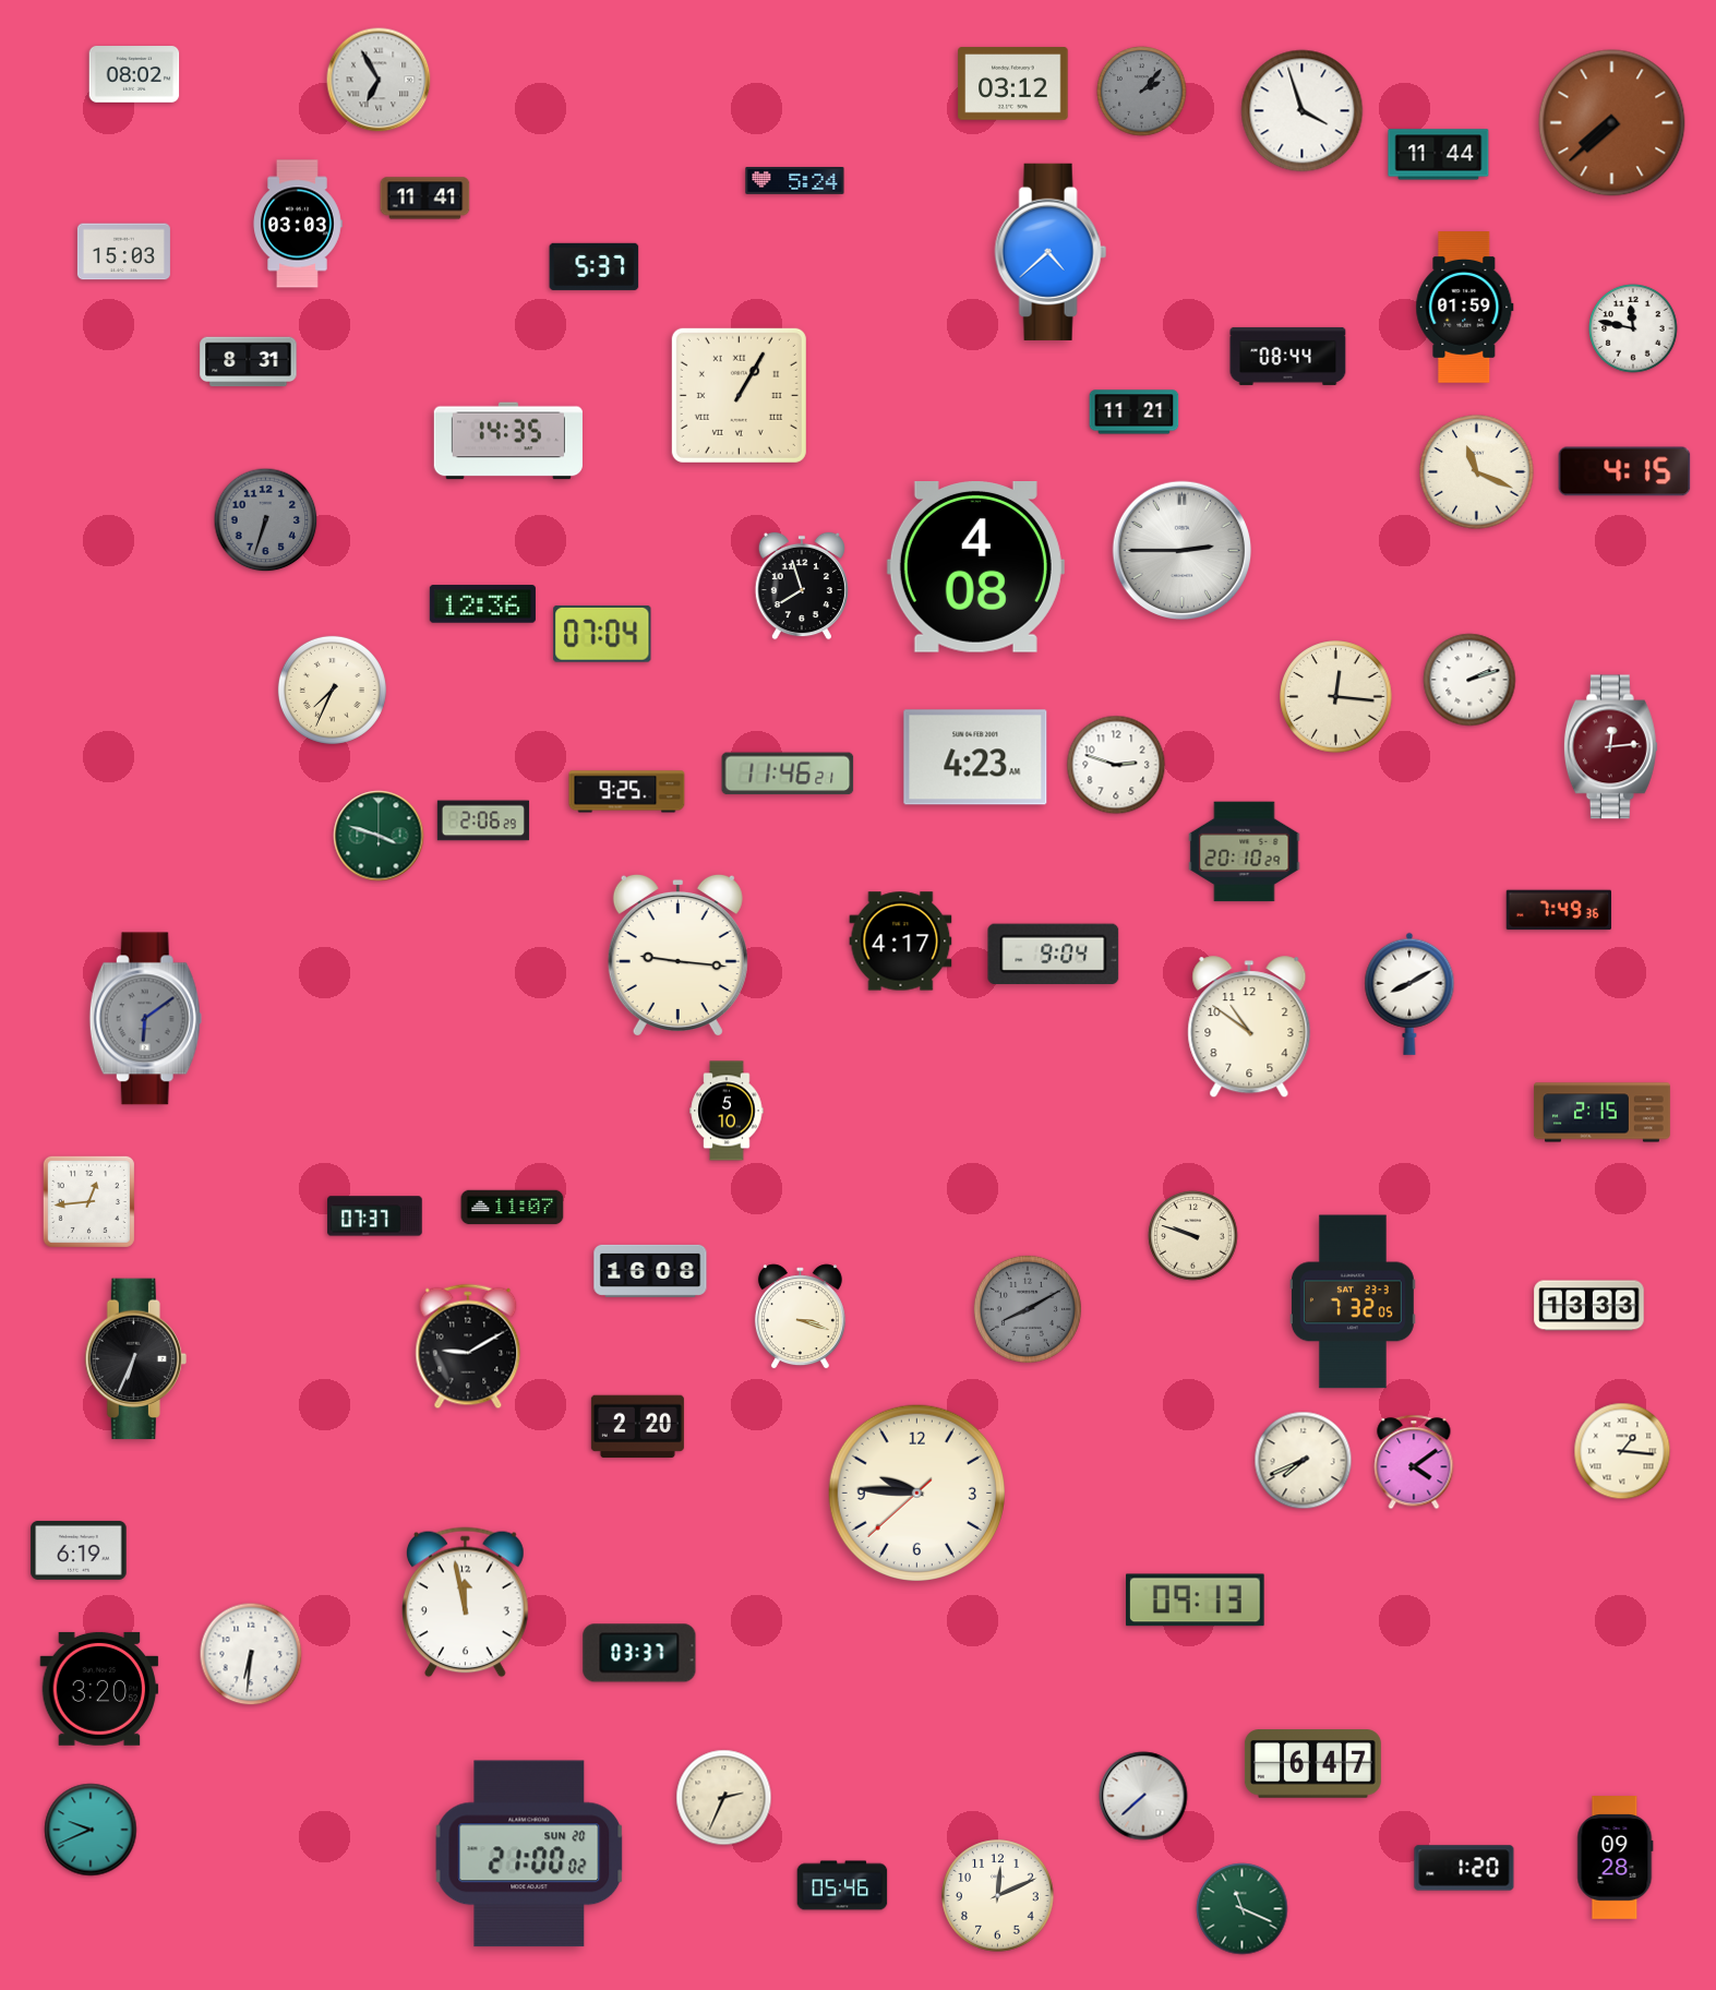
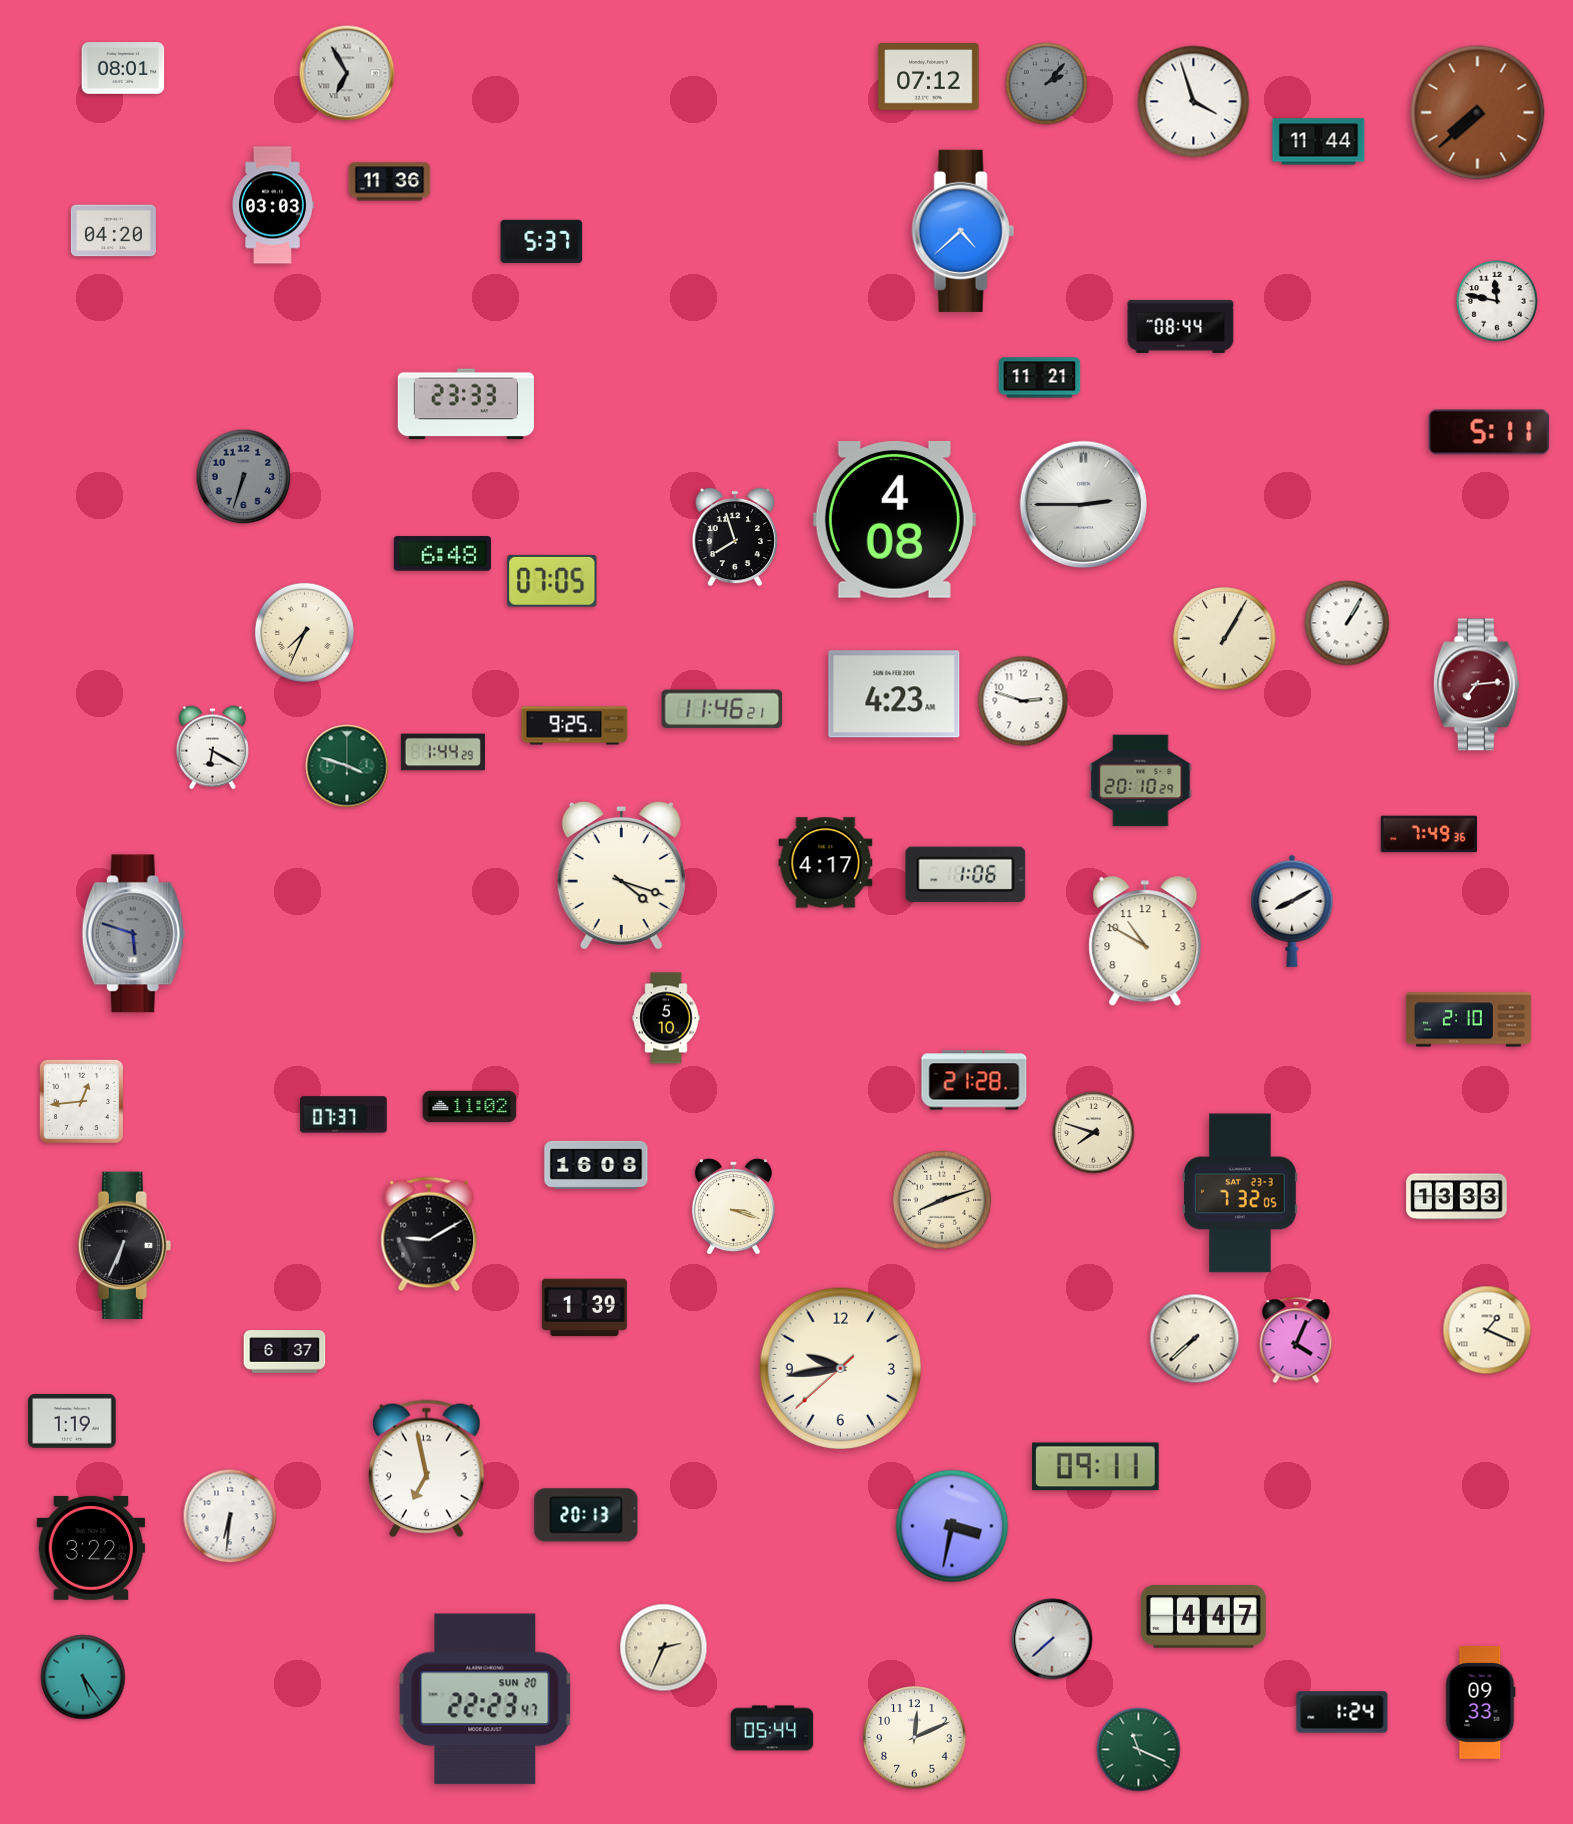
clock at (134, 75): 08:02 -> 08:01
clock at (1013, 84): 03:12 -> 07:12
clock at (795, 181): 5:24 -> none
clock at (425, 199): 11:41 -> 11:36
clock at (123, 252): 15:03 -> 04:20
clock at (595, 266) position: (595, 266) -> (542, 241)
clock at (1465, 308): 01:59 -> none
clock at (249, 362): 8:31 -> none
clock at (739, 395): 1:05 -> none
clock at (508, 441): 14:35 -> 23:33
clock at (1624, 471): 4:15 -> 5:11
clock at (1477, 472): 11:19 -> none
clock at (482, 604): 12:36 -> 6:48
clock at (602, 634): 07:04 -> 07:05
clock at (1469, 680): 2:12 -> 1:05
clock at (1336, 697): 12:16 -> 1:05
clock at (1610, 747): 12:14 -> 7:14
clock at (212, 748): none -> 6:20
clock at (483, 820): 2:06 -> 1:44
clock at (1054, 954): 9:04 -> 1:06
clock at (677, 955): 9:16 -> 4:18
clock at (145, 1019): 6:09 -> 5:48
clock at (1249, 1028): 10:51 -> 10:50
clock at (1601, 1113): 2:15 -> 2:10
clock at (974, 1080): none -> 21:28
clock at (513, 1208): 11:07 -> 11:02
clock at (1193, 1236): 9:48 -> 7:48
clock at (1028, 1309): 8:10 -> 8:12
clock at (1028, 1309) dial: grey -> cream
clock at (637, 1427): 2:20 -> 1:39
clock at (1622, 1451): 1:16 -> 1:19
clock at (1304, 1461): 7:41 -> 7:38
clock at (1414, 1462): 4:09 -> 4:04
clock at (285, 1352): none -> 6:37
clock at (916, 1492): 9:45 -> 9:43
clock at (79, 1550): 6:19 -> 1:19
clock at (1196, 1601): 09:13 -> 09:11
clock at (466, 1603): 11:58 -> 6:58
clock at (639, 1653): 03:37 -> 20:13
clock at (952, 1526): none -> 3:32
clock at (99, 1689): 3:20 -> 3:22
clock at (1312, 1764): 6:47 -> 4:47
clock at (1143, 1796) position: (1143, 1796) -> (1052, 1639)
clock at (91, 1830): 9:41 -> 5:24
clock at (529, 1854): 21:00 -> 22:23
clock at (1616, 1858): 09:28 -> 09:33
clock at (1464, 1868): 1:20 -> 1:24
clock at (842, 1885): 05:46 -> 05:44
